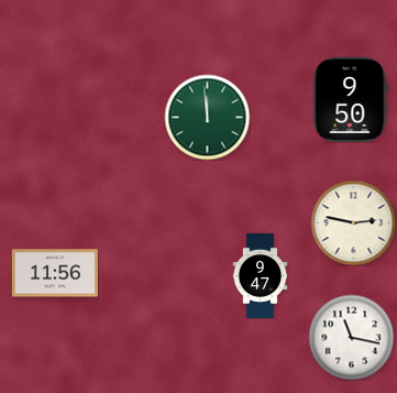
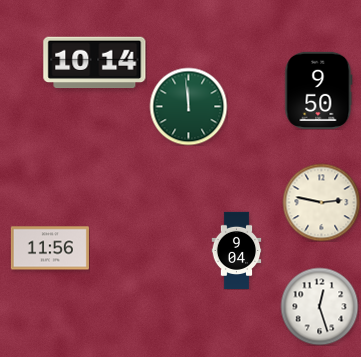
clock at (95, 63): none -> 10:14
clock at (261, 275): 9:47 -> 9:04
clock at (351, 337): 11:17 -> 12:27
